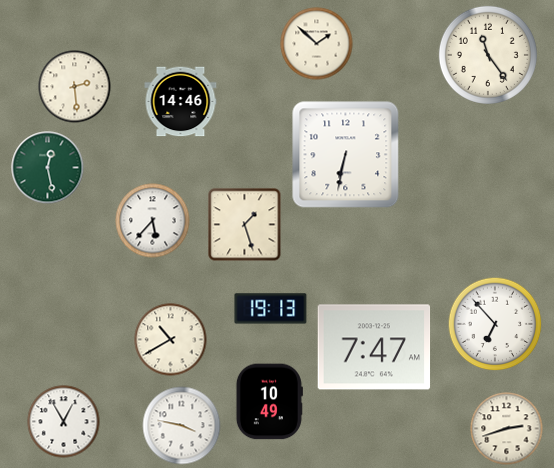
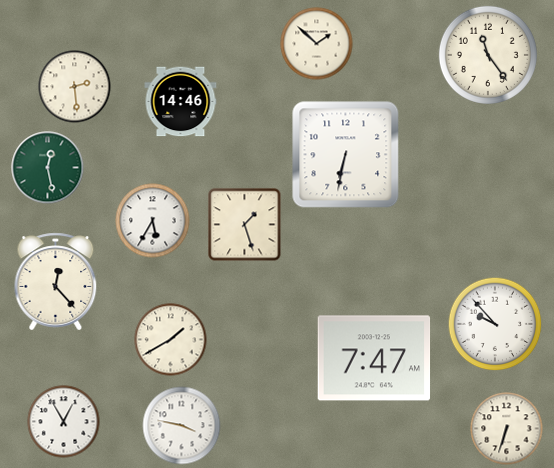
clock at (153, 221): 5:37 -> 5:35
clock at (56, 282): none -> 12:23
clock at (271, 309): 19:13 -> none
clock at (495, 324): 6:53 -> 9:53
clock at (171, 340): 10:40 -> 1:40
clock at (374, 347) position: (374, 347) -> (374, 358)
clock at (269, 402): 10:49 -> none
clock at (507, 429): 2:42 -> 6:33
